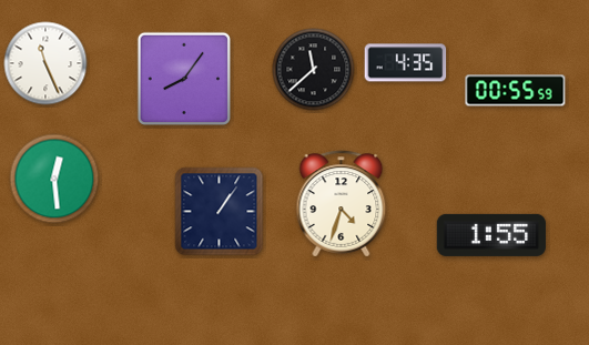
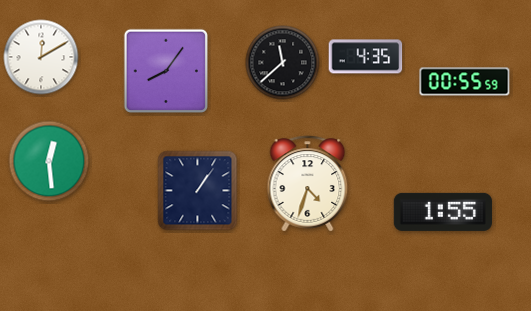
clock at (45, 63): 11:26 -> 12:10
